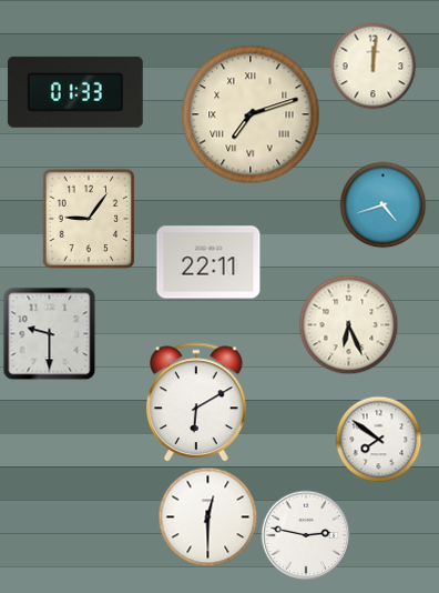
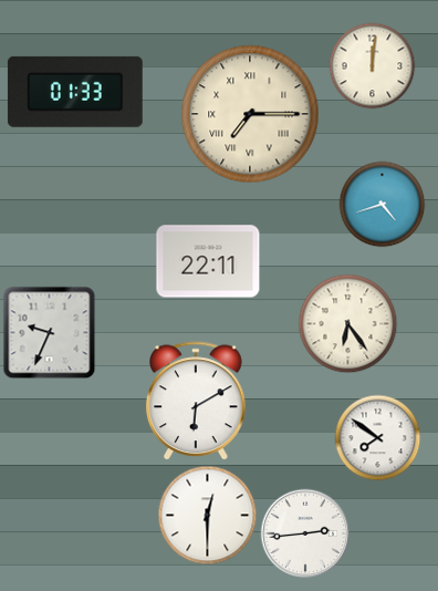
clock at (251, 114): 7:12 -> 7:15
clock at (88, 219): 9:06 -> none
clock at (348, 324): 6:26 -> 6:24
clock at (49, 333): 9:30 -> 9:34
clock at (306, 535): 2:47 -> 2:44
